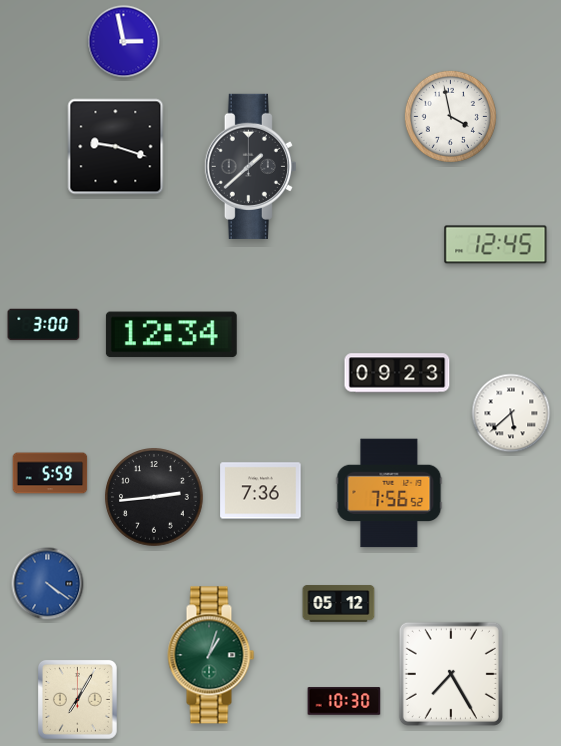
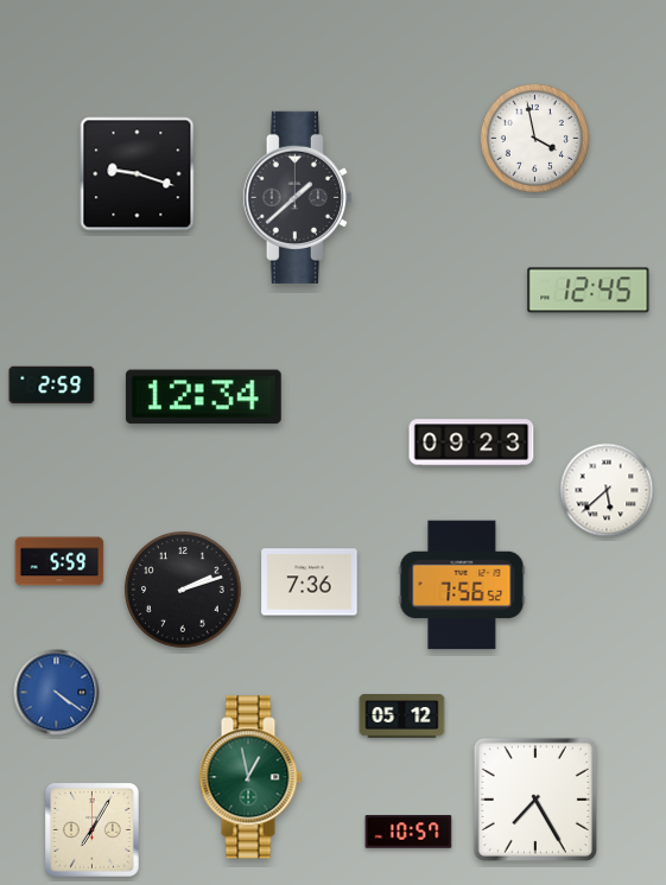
clock at (124, 42): 2:58 -> none
clock at (44, 325): 3:00 -> 2:59
clock at (154, 497): 2:44 -> 2:12
clock at (211, 655): 1:03 -> 12:58
clock at (344, 701): 10:30 -> 10:57
